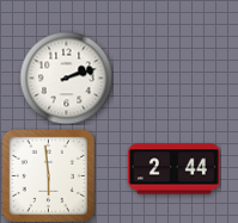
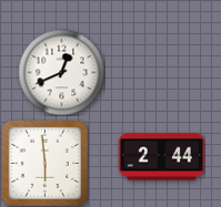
clock at (66, 78): 2:12 -> 12:41
